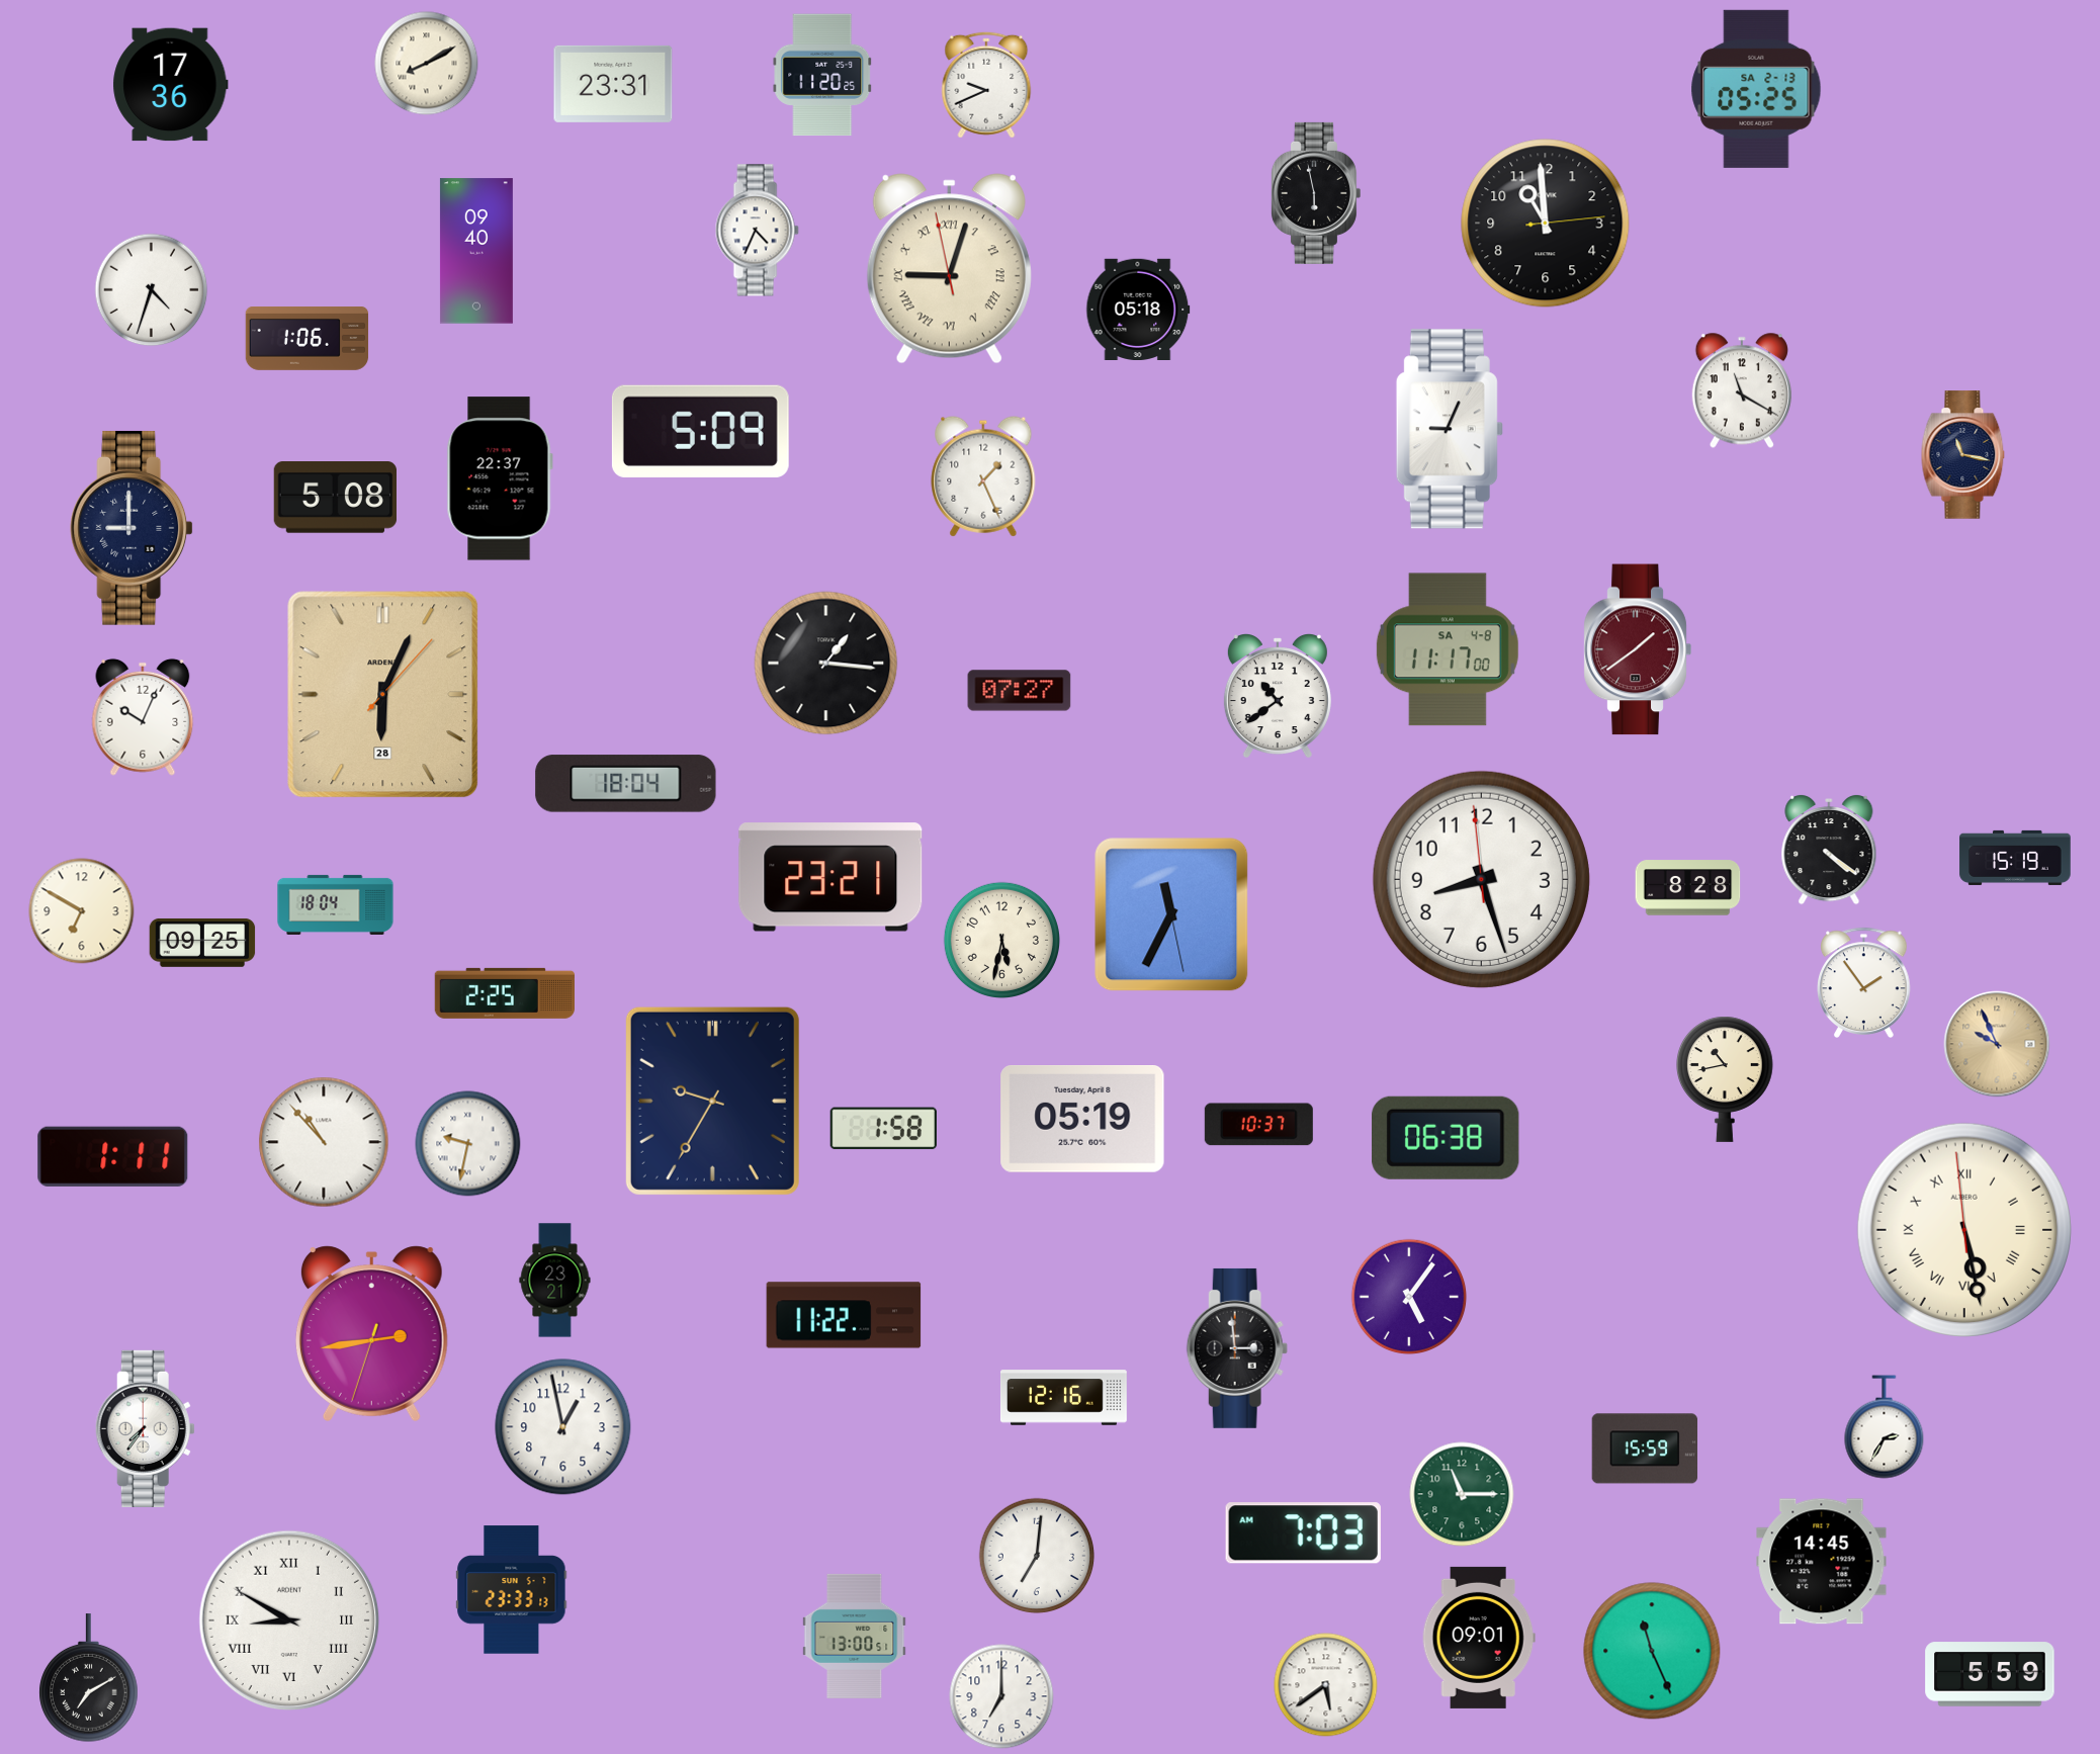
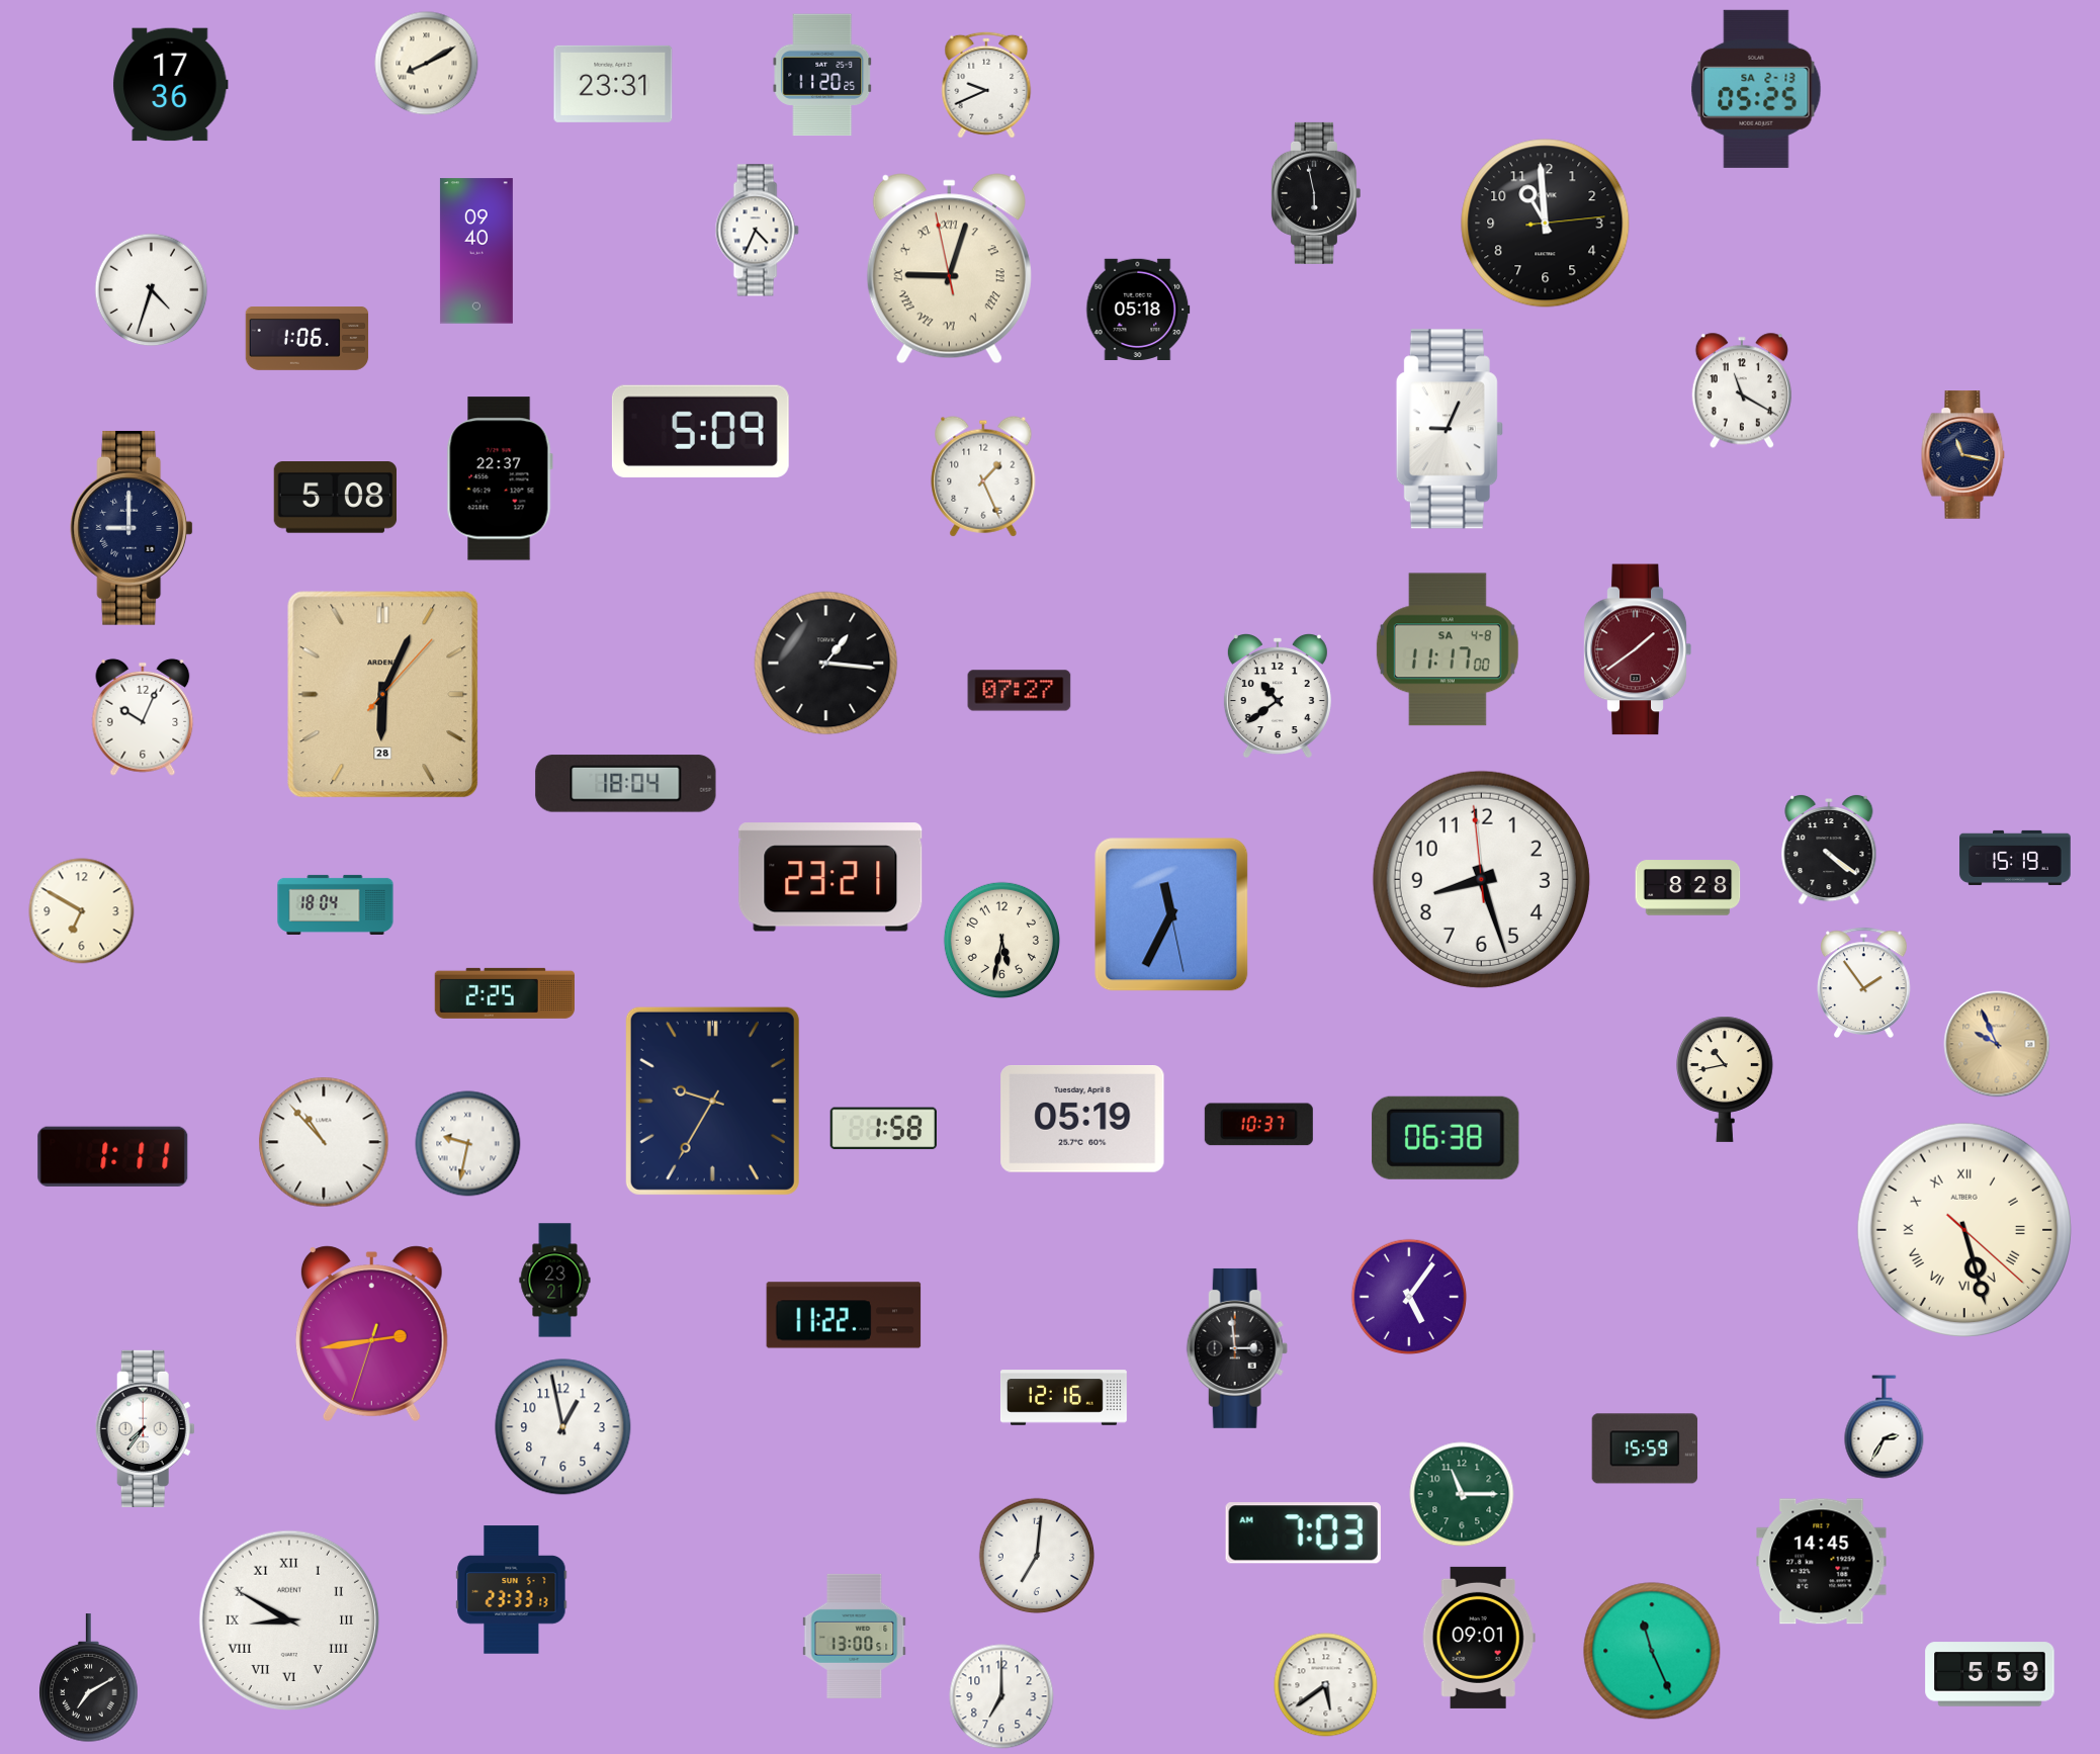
clock at (202, 943): 09:25 -> none
clock at (1963, 1229): 5:27:59 -> 5:27:22
